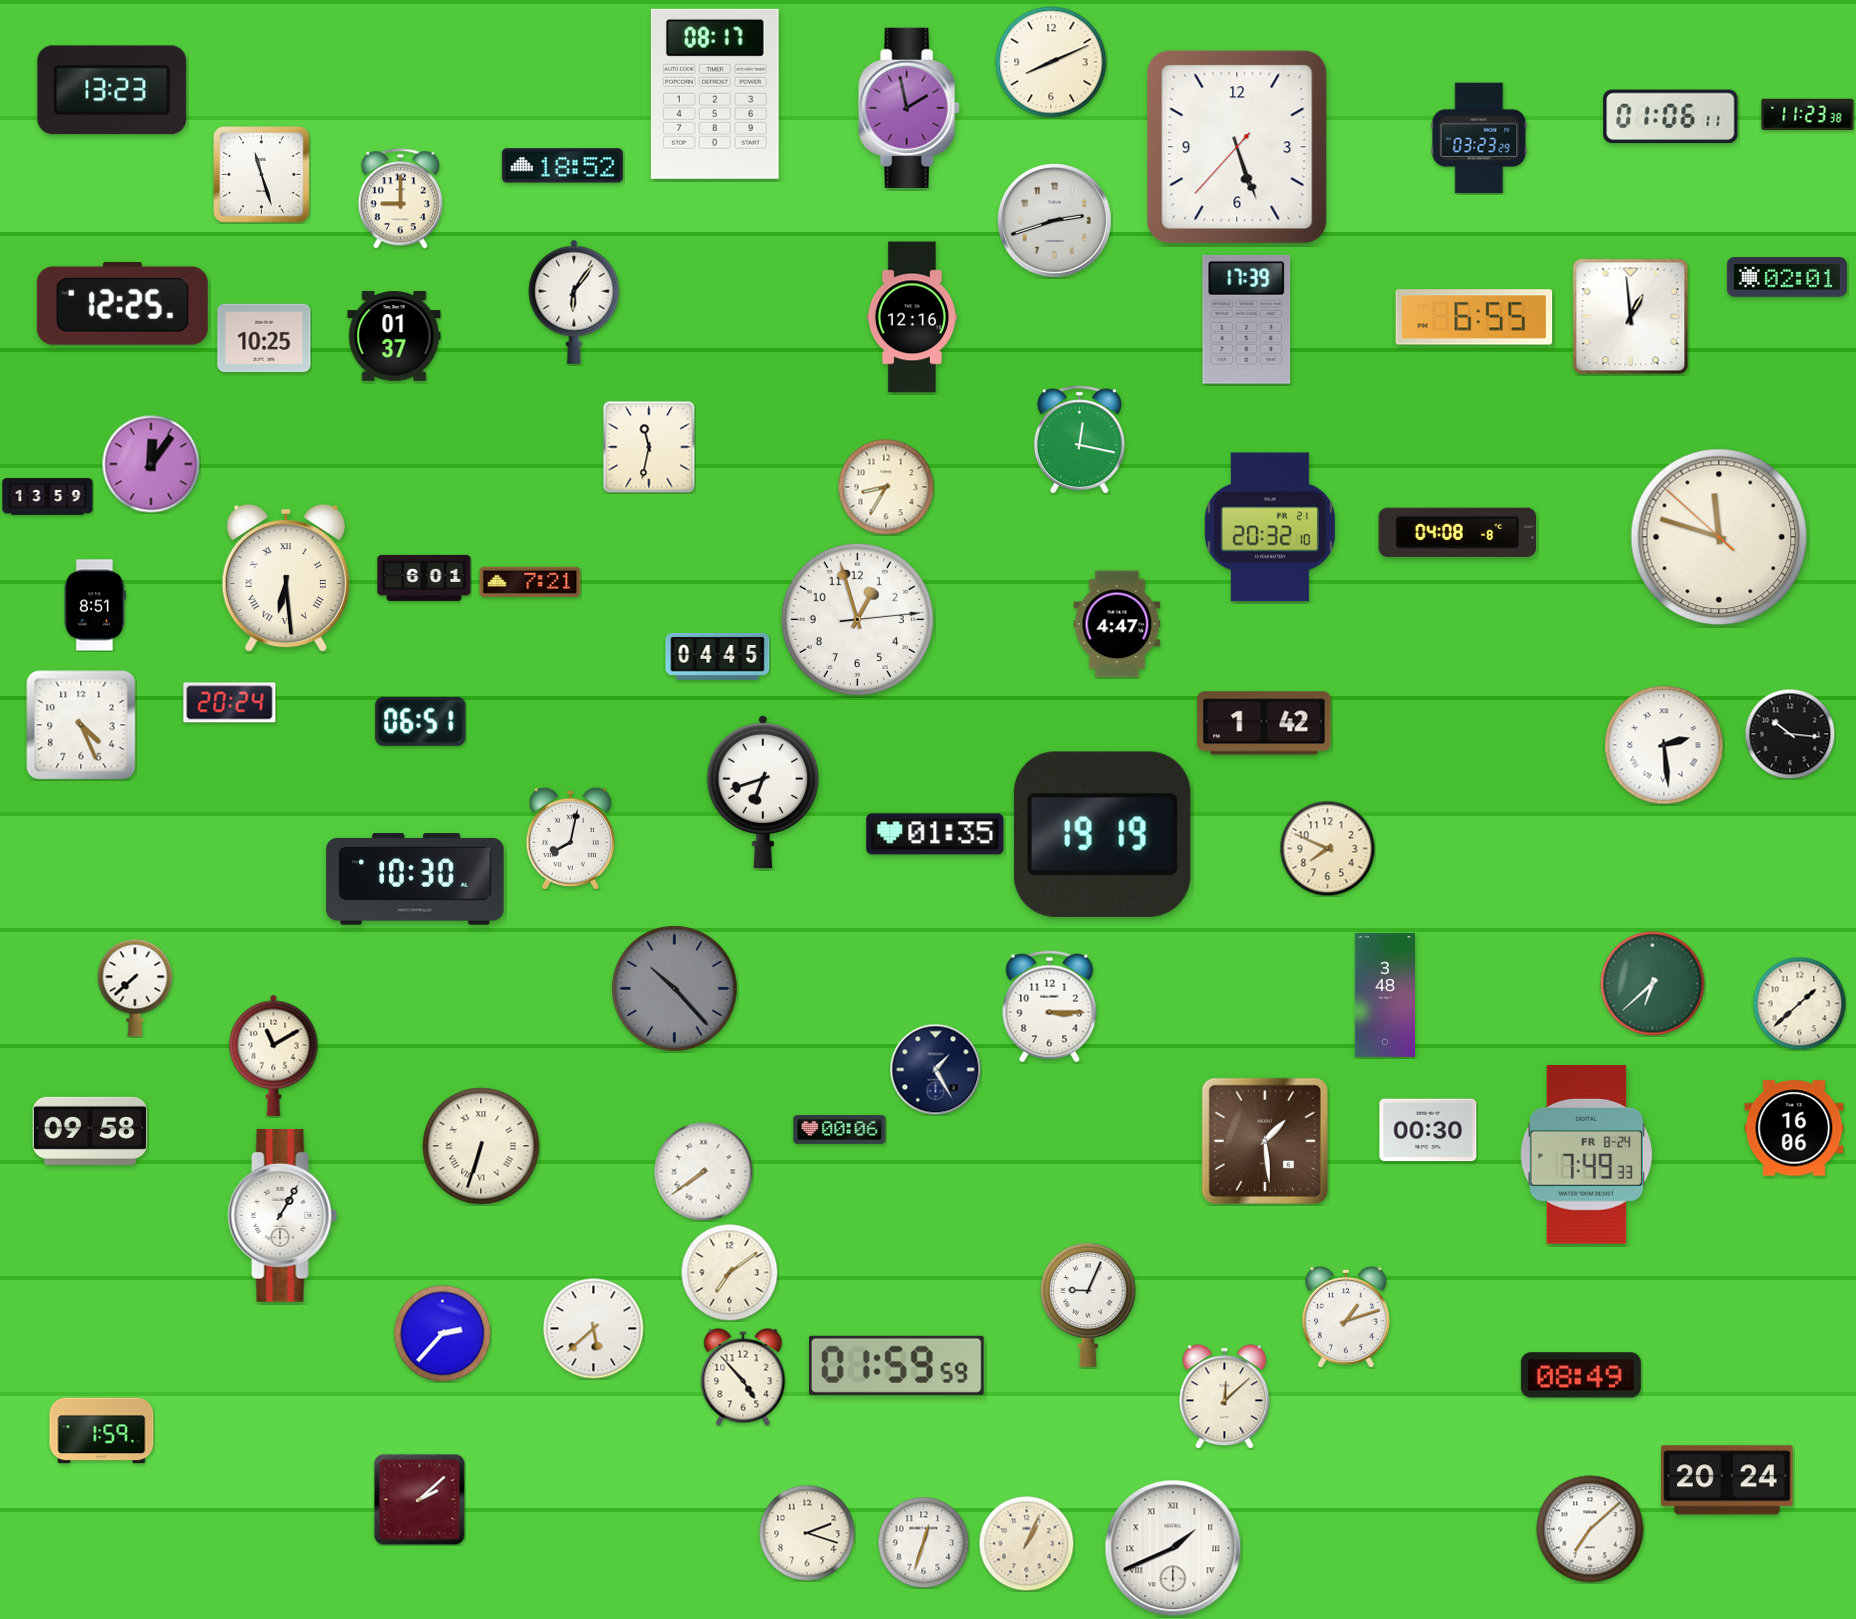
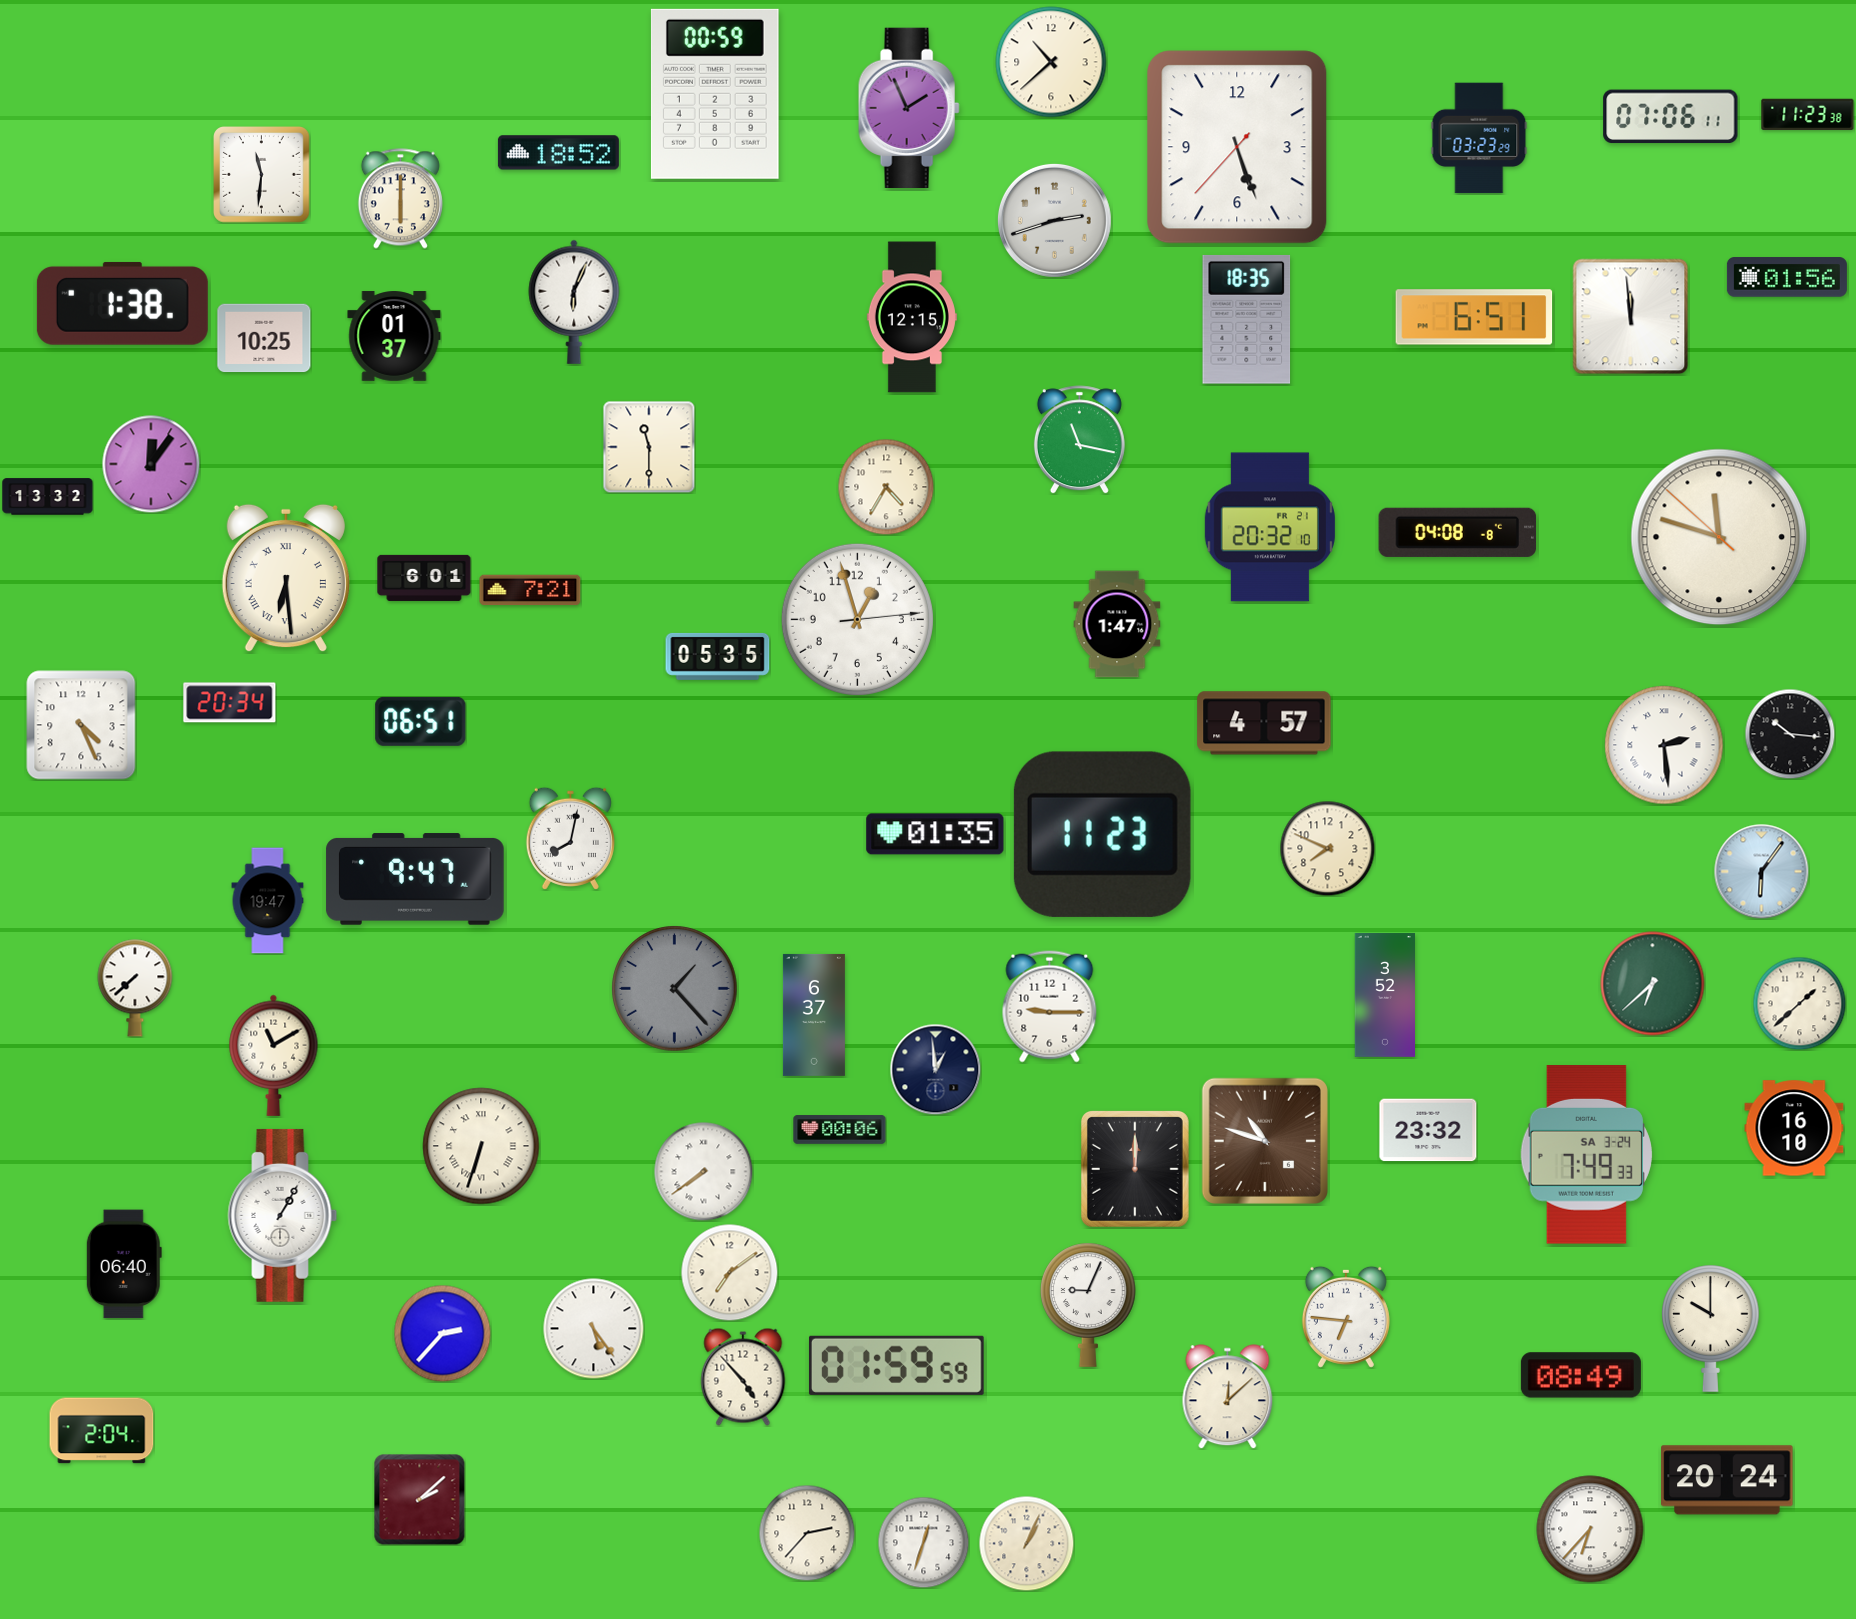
clock at (1051, 62): 8:11 -> 10:38
clock at (112, 90): 13:23 -> none
clock at (715, 94): 08:17 -> 00:59
clock at (909, 107): 1:58 -> 1:56
clock at (1671, 117): 01:06 -> 07:06
clock at (562, 166) position: (562, 166) -> (558, 153)
clock at (262, 175): 11:27 -> 11:31
clock at (400, 199): 9:00 -> 6:00
clock at (1787, 277): 02:01 -> 01:56
clock at (574, 302): 6:06 -> 6:04
clock at (122, 303): 12:25 -> 1:38
clock at (912, 317): 12:16 -> 12:15
clock at (1474, 317): 6:55 -> 6:51
clock at (1631, 317): 12:59 -> 11:59
clock at (1247, 319): 17:39 -> 18:35
clock at (1079, 440): 12:17 -> 11:17
clock at (649, 447): 11:32 -> 11:30
clock at (886, 487): 8:35 -> 4:35
clock at (48, 497): 13:59 -> 13:32
clock at (530, 582) position: (530, 582) -> (530, 590)
clock at (95, 605): 8:51 -> none
clock at (1117, 624): 4:47 -> 1:47
clock at (718, 656): 04:45 -> 05:35
clock at (230, 703): 20:24 -> 20:34
clock at (1264, 723): 1:42 -> 4:57
clock at (762, 792): 6:42 -> none
clock at (1102, 834): 19:19 -> 11:23
clock at (1761, 871): none -> 6:06
clock at (415, 879): 10:30 -> 9:47
clock at (268, 901): none -> 19:47
clock at (675, 989): 10:23 -> 1:23
clock at (1384, 996): 3:48 -> 3:52
clock at (1050, 1007): 3:15 -> 9:15
clock at (814, 1015): none -> 6:37
clock at (935, 1069): 1:25 -> 12:59
clock at (1794, 1128): 16:06 -> 16:10
clock at (1428, 1130): 00:30 -> 23:32
clock at (90, 1131): 09:58 -> none
clock at (1265, 1141): 1:29 -> 10:48
clock at (1586, 1155) date: FR 8-24 -> SA 3-24
clock at (1135, 1169): none -> 12:00
clock at (124, 1264): none -> 06:40
clock at (1346, 1317): 1:12 -> 6:46
clock at (1711, 1328): none -> 10:00
clock at (594, 1329): 5:38 -> 5:24
clock at (1225, 1397) position: (1225, 1397) -> (1228, 1397)
clock at (102, 1431): 1:59 -> 2:04
clock at (1590, 1529): 7:08 -> 6:37
clock at (807, 1533): 2:18 -> 2:37
clock at (1173, 1548): 1:41 -> none
